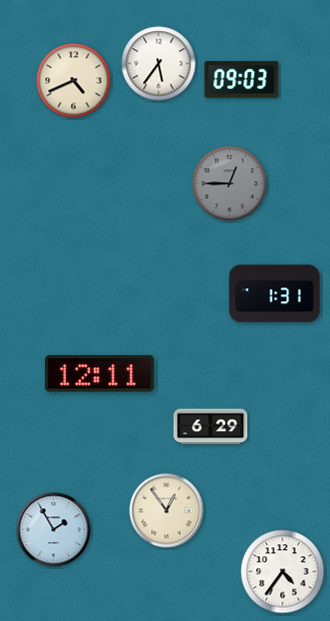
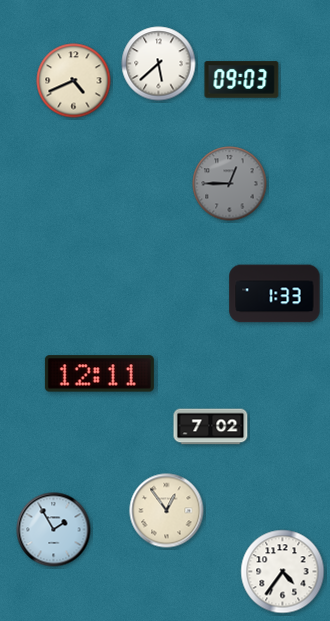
clock at (159, 64): 5:36 -> 5:38
clock at (275, 294): 1:31 -> 1:33
clock at (211, 427): 6:29 -> 7:02
